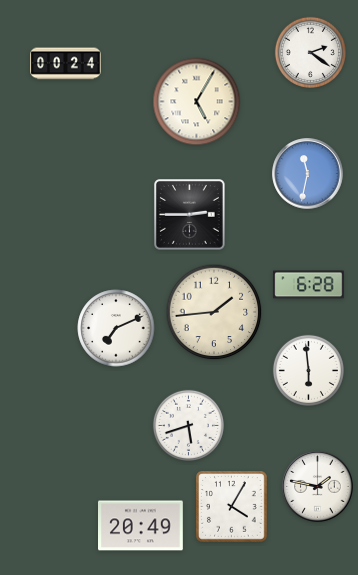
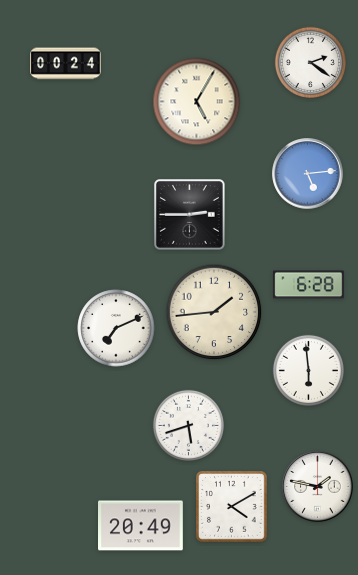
clock at (310, 52) position: (310, 52) -> (310, 62)
clock at (308, 174): 11:32 -> 5:14
clock at (232, 507): 4:05 -> 4:10
